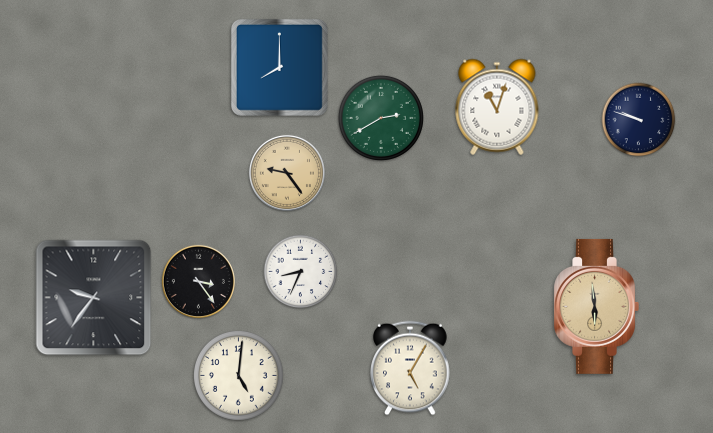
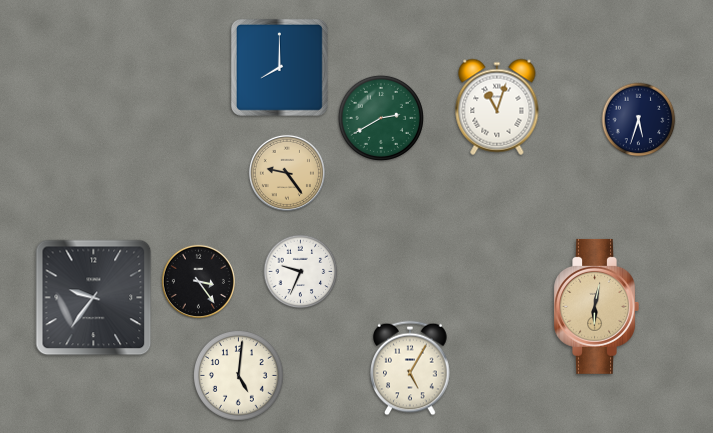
clock at (639, 120): 9:48 -> 5:33
clock at (301, 272): 8:34 -> 9:34
clock at (596, 306): 5:59 -> 6:02
